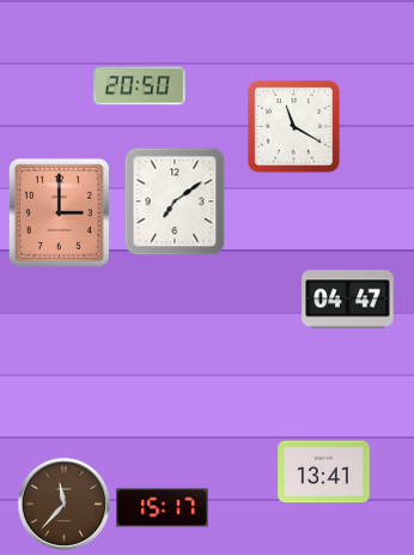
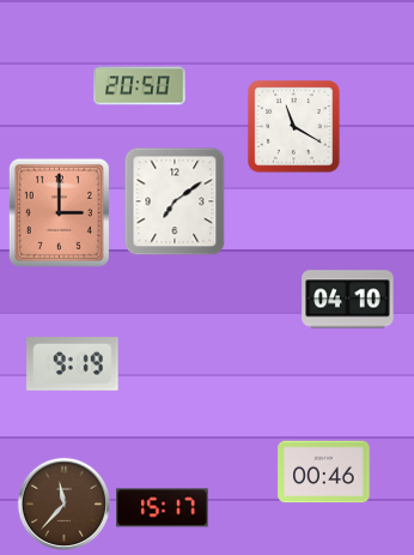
clock at (348, 300): 04:47 -> 04:10
clock at (73, 364): none -> 9:19
clock at (324, 472): 13:41 -> 00:46
